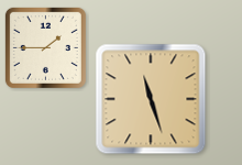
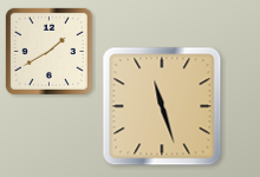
clock at (45, 47): 1:45 -> 1:40
